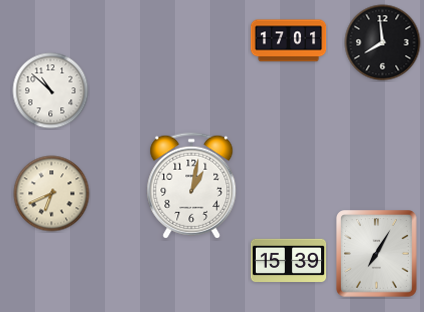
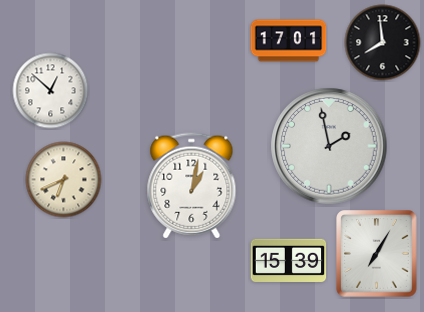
clock at (51, 91): 10:52 -> 12:52
clock at (329, 146): none -> 1:58
clock at (52, 194) position: (52, 194) -> (64, 180)
